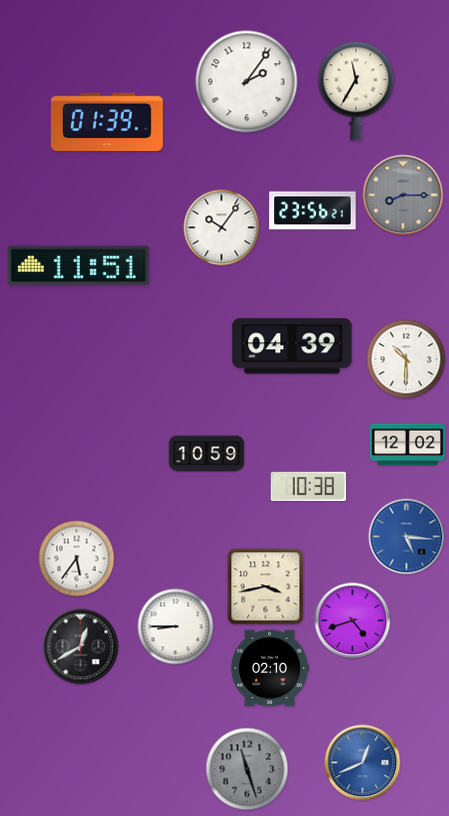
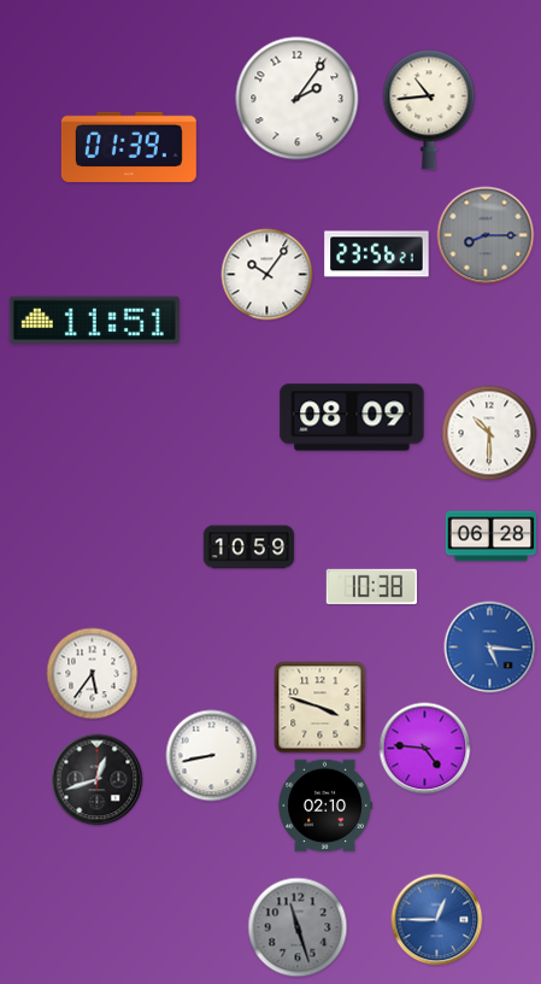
clock at (356, 91): 11:35 -> 10:44
clock at (292, 346): 04:39 -> 08:09
clock at (408, 445): 12:02 -> 06:28
clock at (266, 587): 3:43 -> 3:48
clock at (353, 621): 4:42 -> 4:46
clock at (176, 627): 8:45 -> 8:43
clock at (81, 647): 12:40 -> 12:42
clock at (363, 763): 12:41 -> 12:45
